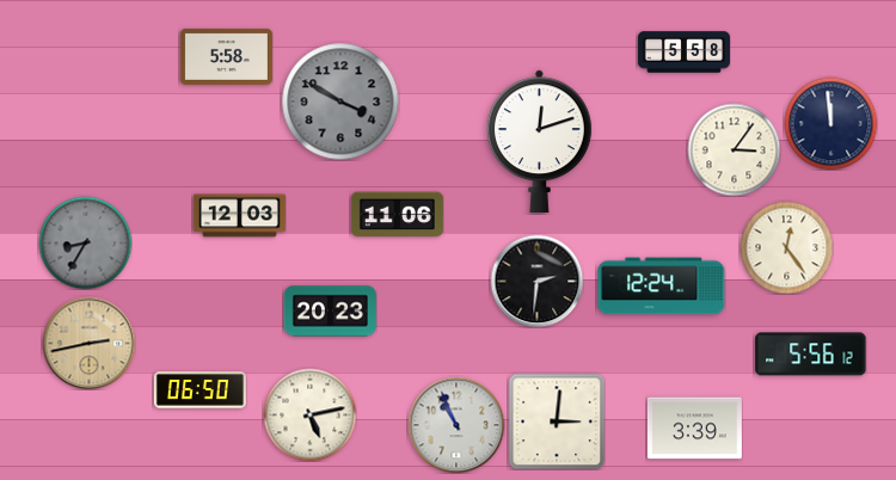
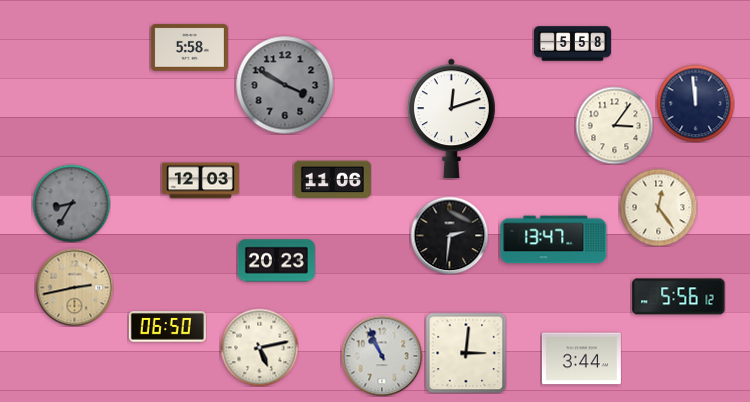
clock at (662, 287): 12:24 -> 13:47
clock at (694, 429): 3:39 -> 3:44
